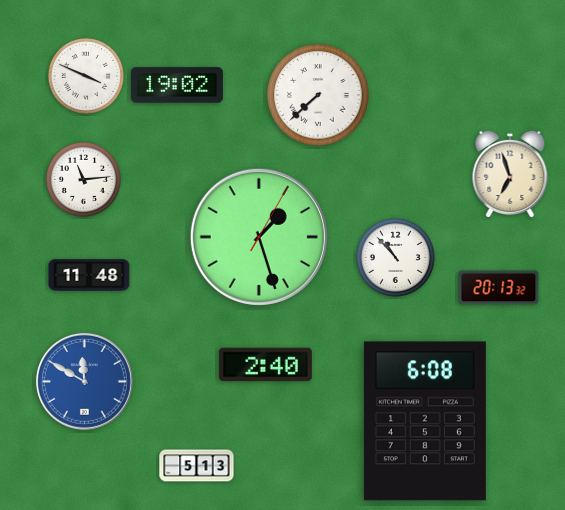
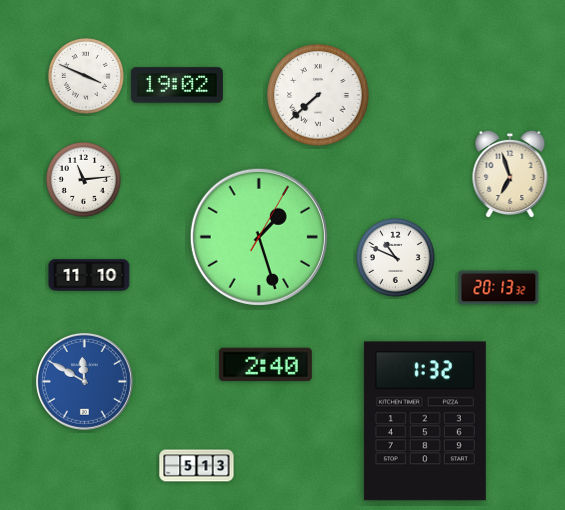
clock at (395, 257): 10:53 -> 10:49
clock at (89, 275): 11:48 -> 11:10
clock at (425, 421): 6:08 -> 1:32
